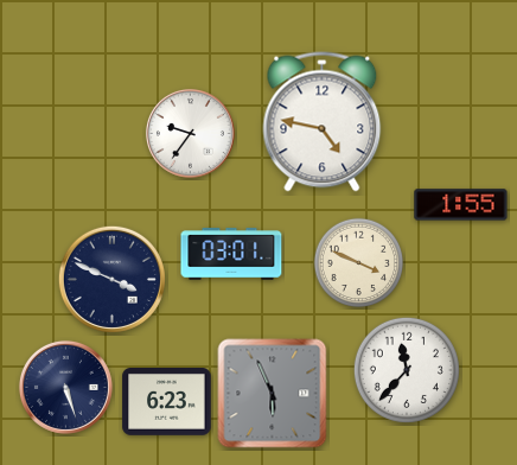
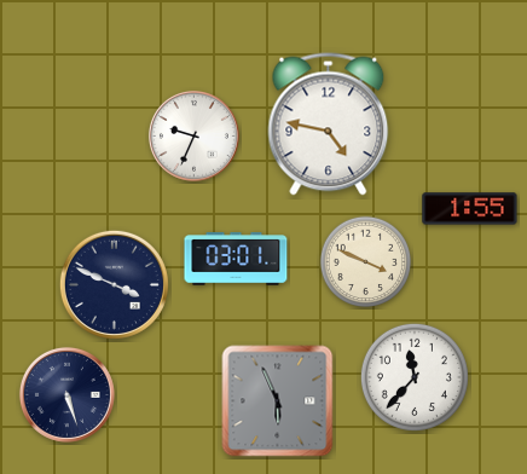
clock at (190, 133): 9:36 -> 9:34
clock at (359, 263) position: (359, 263) -> (366, 262)
clock at (167, 402): 6:23 -> none
